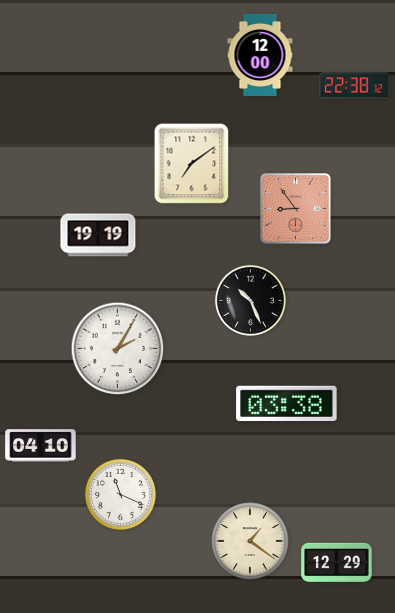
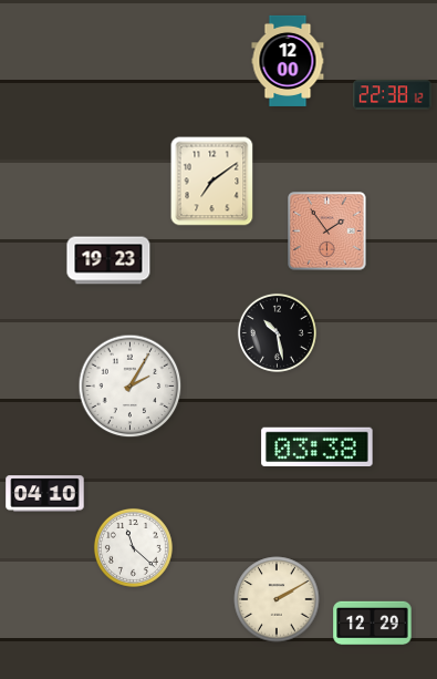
clock at (296, 209): 8:54 -> 1:54
clock at (98, 235): 19:19 -> 19:23
clock at (250, 300): 10:26 -> 10:28
clock at (120, 494): 11:19 -> 11:22
clock at (250, 541): 1:21 -> 2:10
